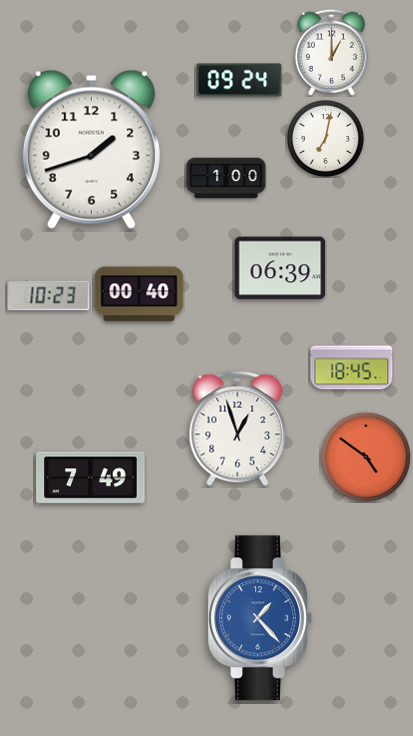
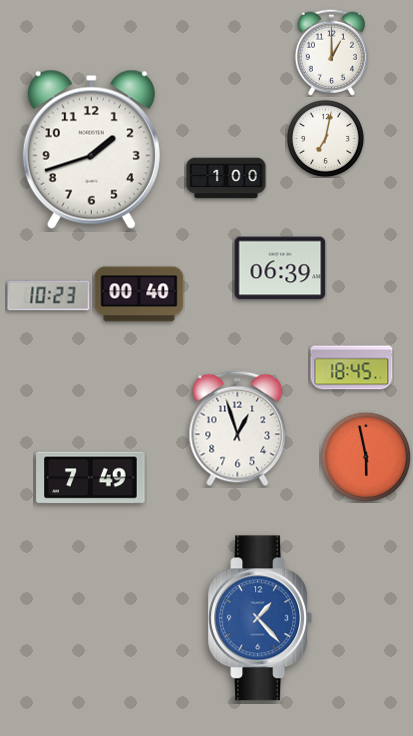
clock at (239, 80): 09:24 -> none
clock at (366, 457): 4:51 -> 5:58
